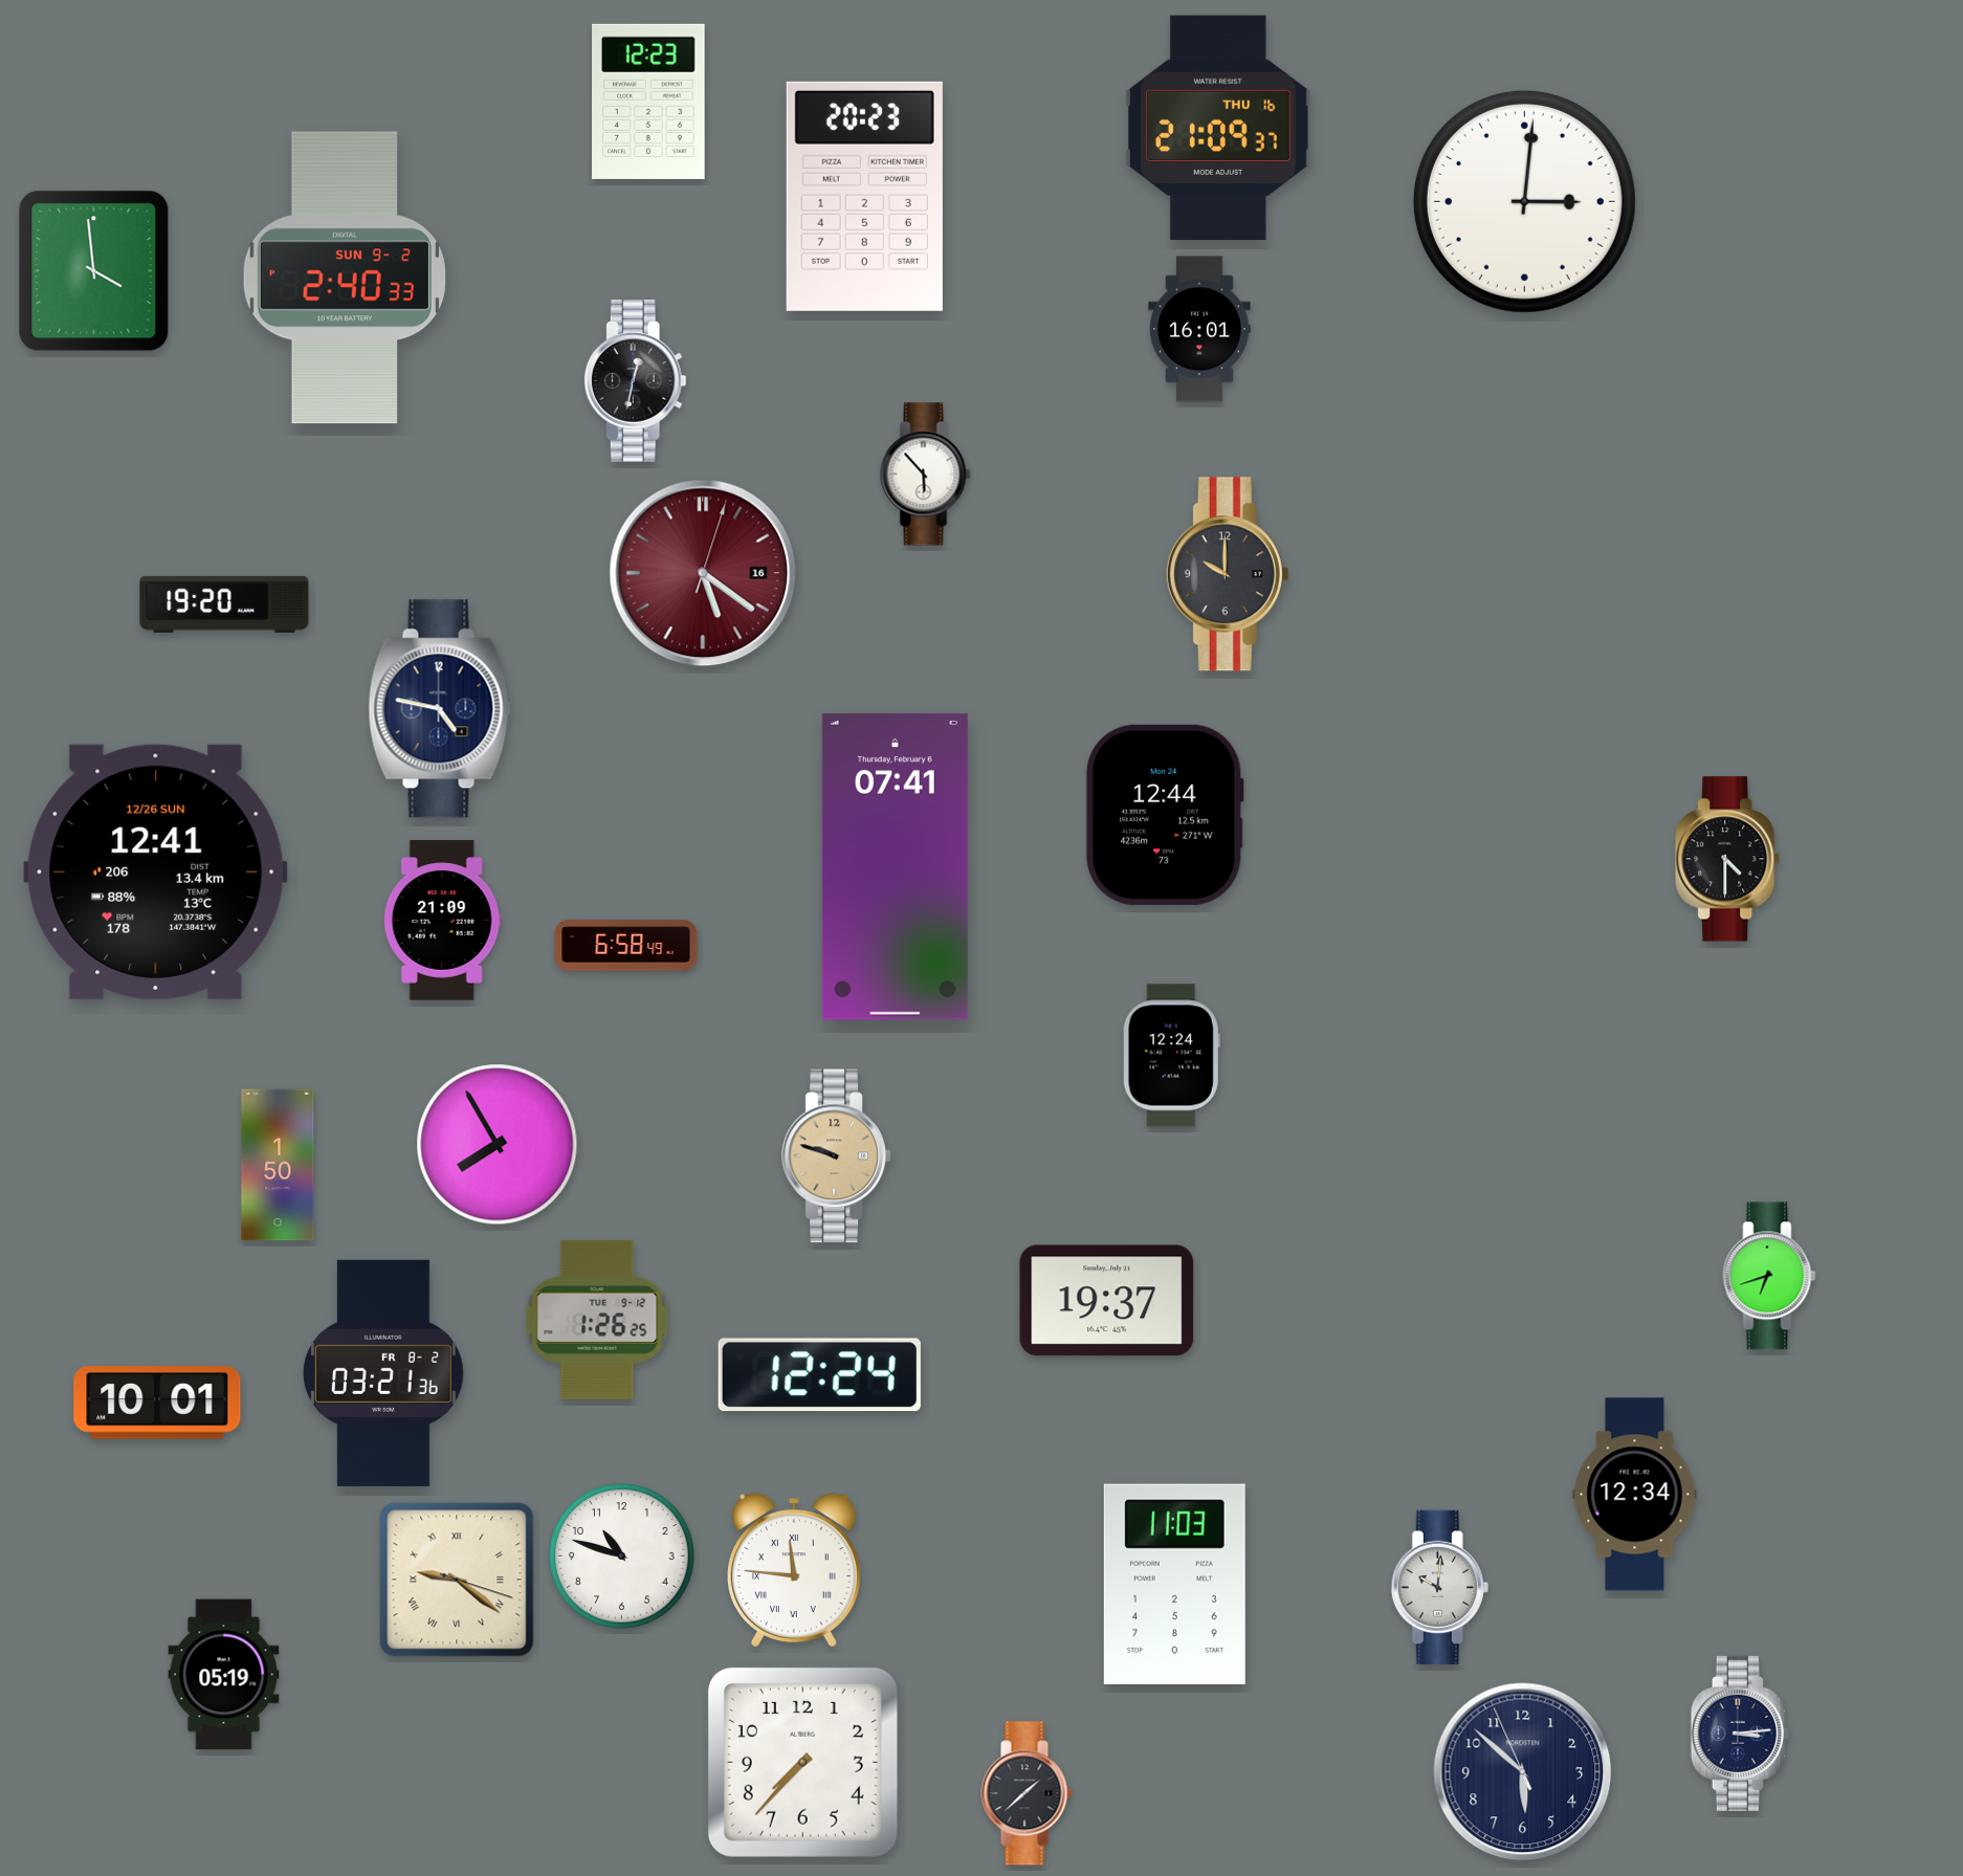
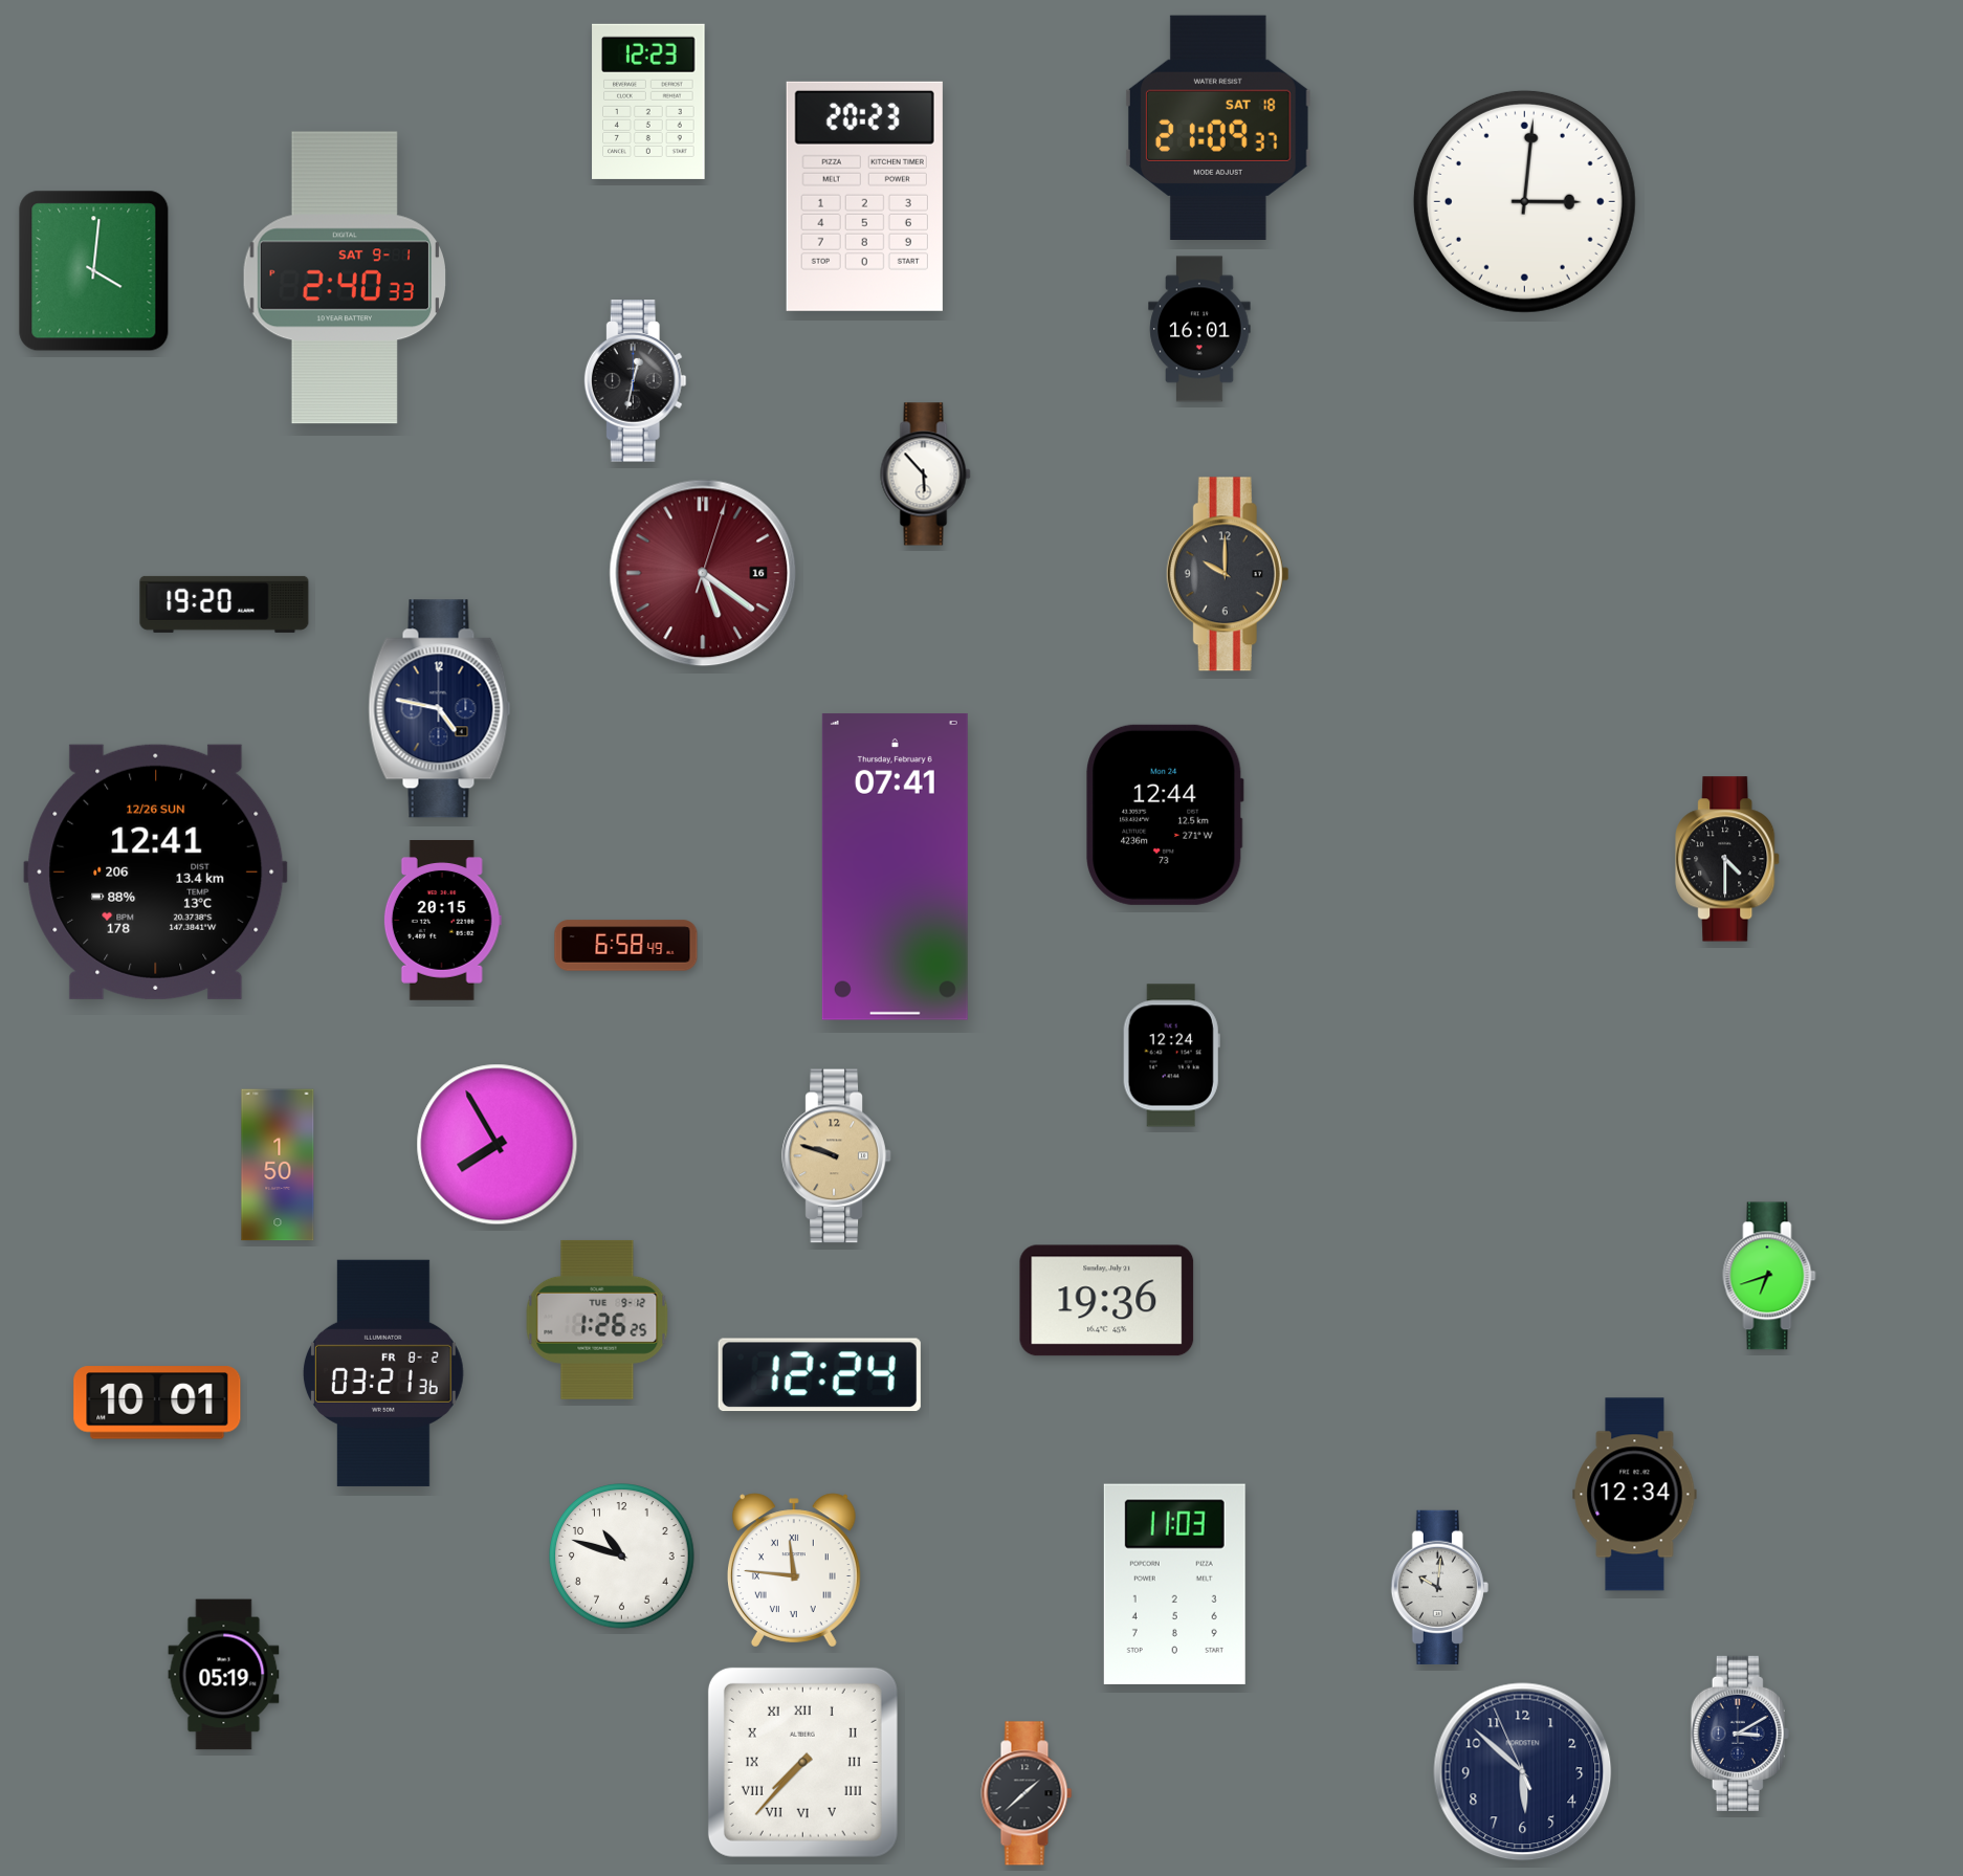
clock at (1218, 127) date: THU 16 -> SAT 18
clock at (94, 271): 3:59 -> 4:01
clock at (345, 278) date: SUN 9-2 -> SAT 9-1
clock at (442, 921): 21:09 -> 20:15
clock at (1107, 1301): 19:37 -> 19:36
clock at (457, 1580): 9:21 -> none
clock at (1740, 1734): 3:14 -> 3:10
clock at (802, 1762) numerals: Arabic -> Roman
